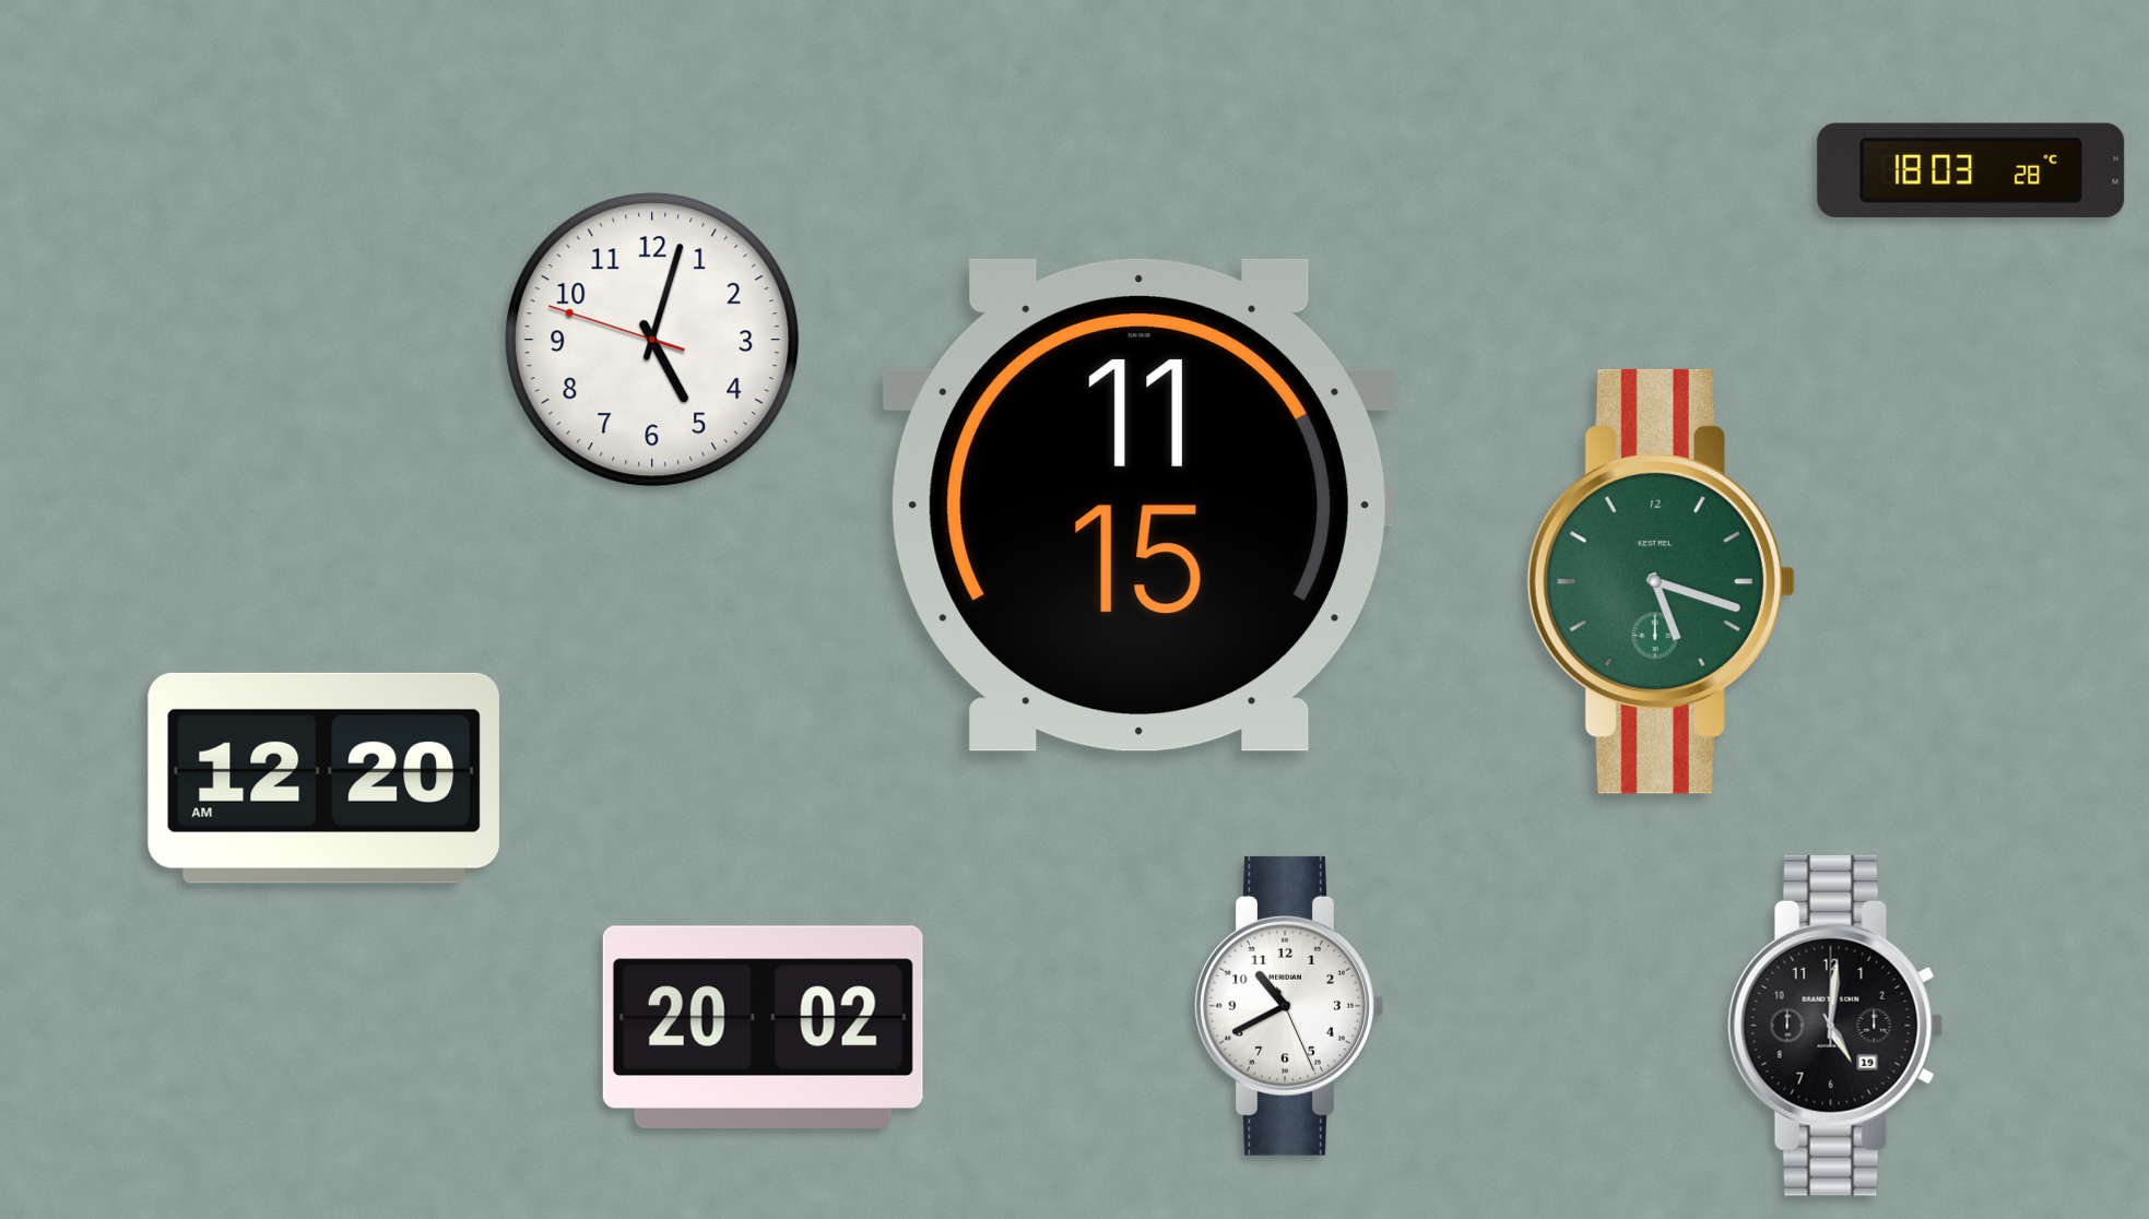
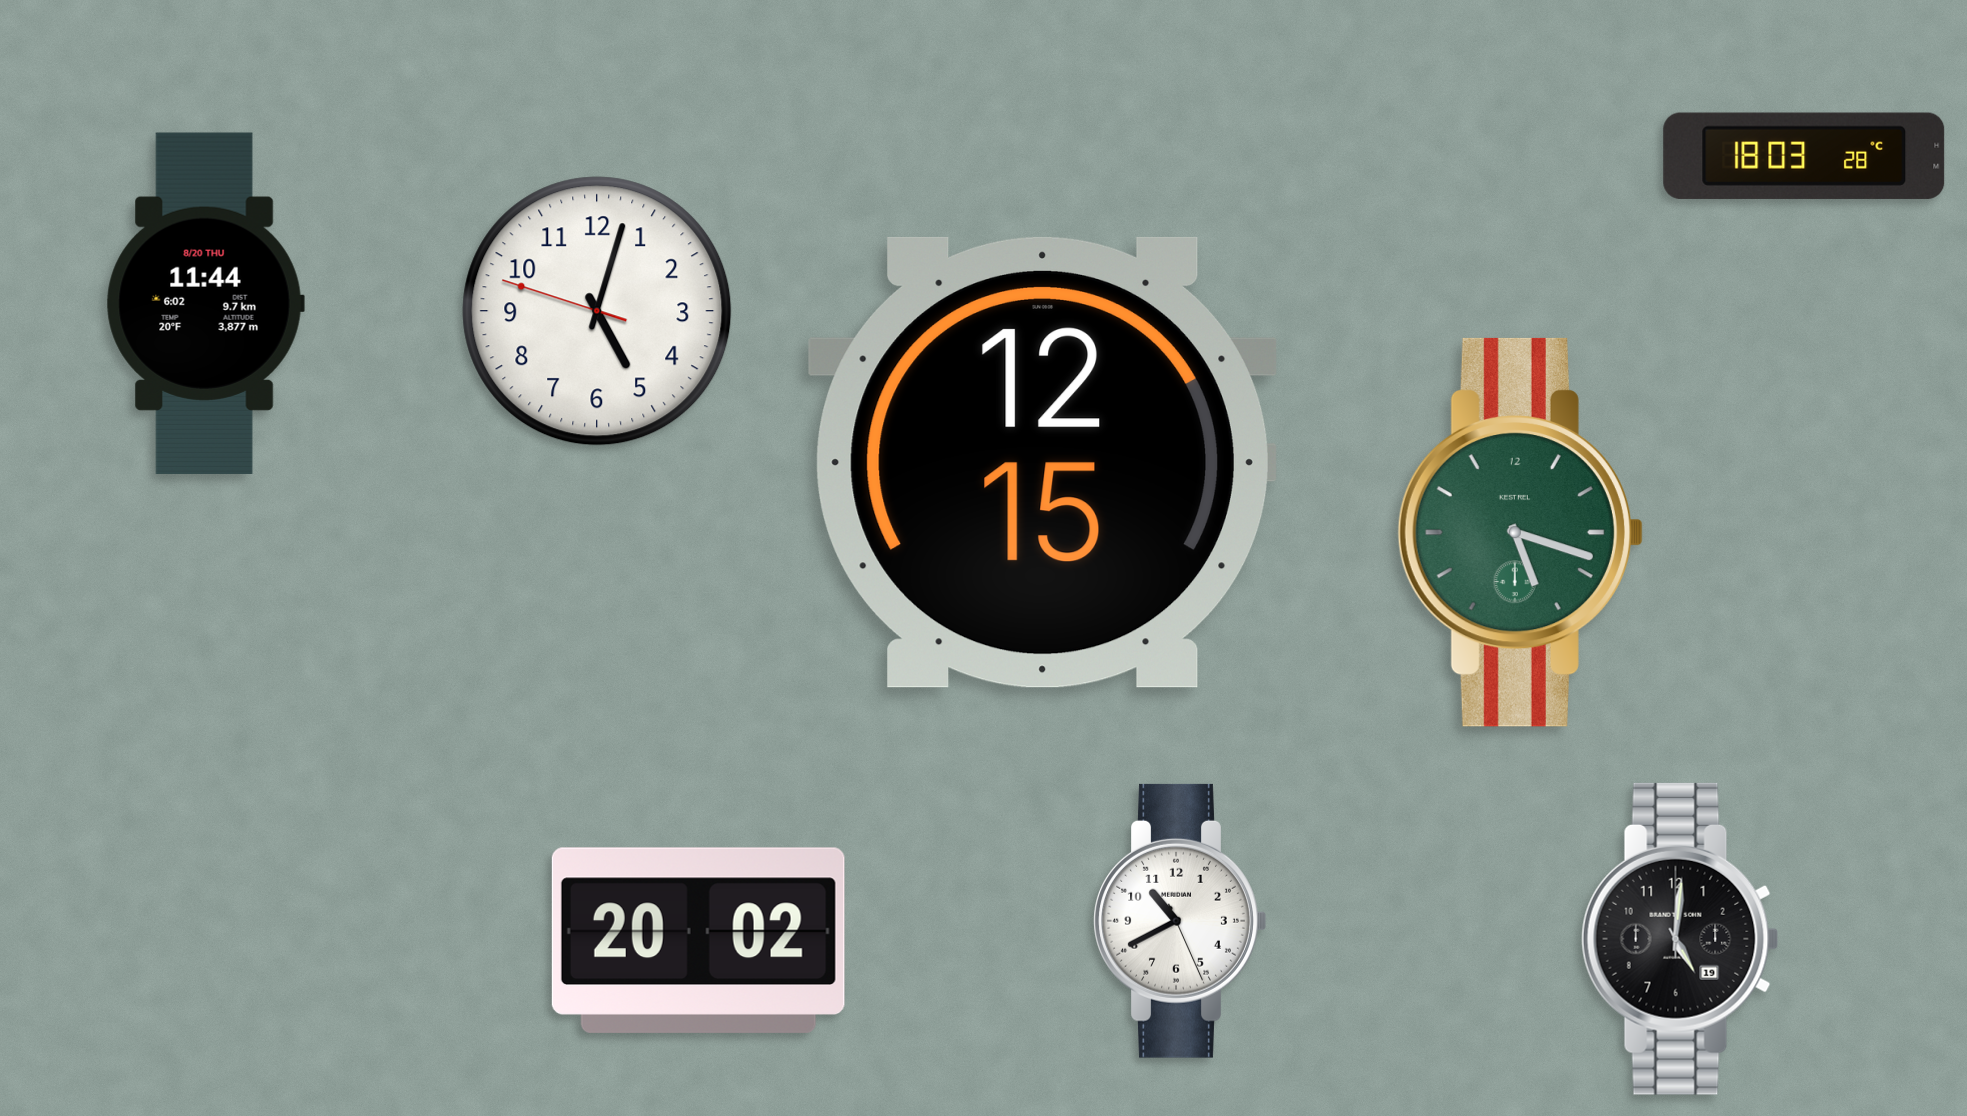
clock at (205, 303): none -> 11:44
clock at (1138, 505): 11:15 -> 12:15
clock at (323, 778): 12:20 -> none
